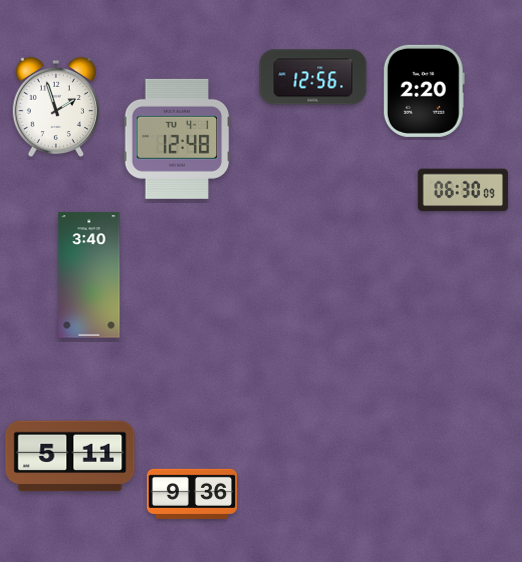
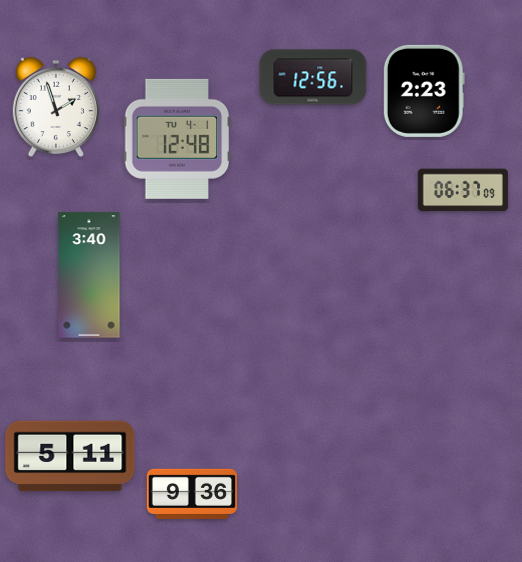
clock at (424, 91): 2:20 -> 2:23
clock at (463, 190): 06:30 -> 06:37
